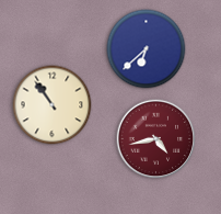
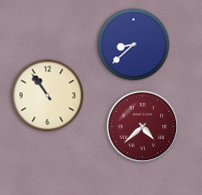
clock at (147, 49): 6:38 -> 8:38
clock at (156, 139): 4:43 -> 4:38
